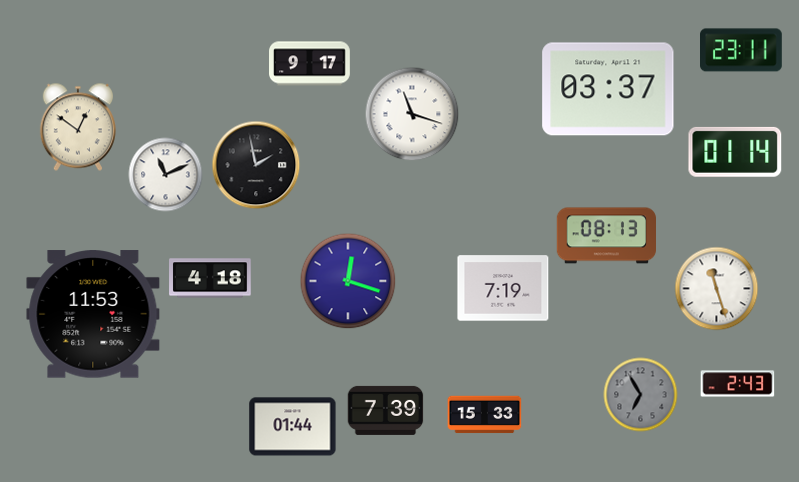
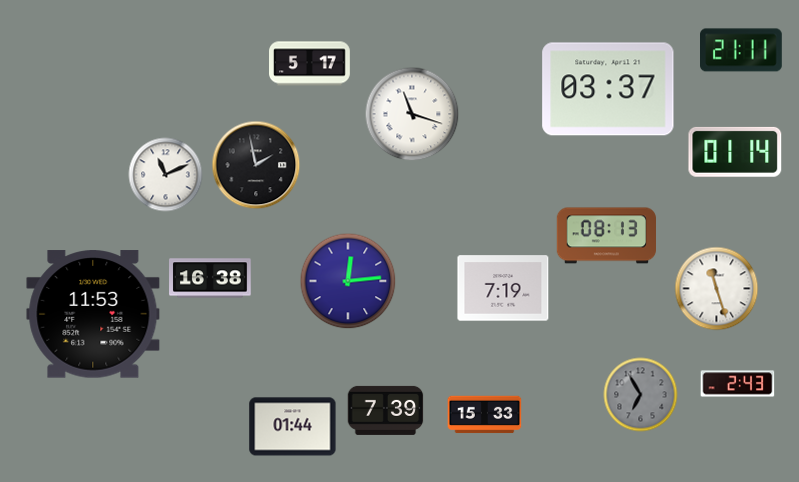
clock at (742, 50): 23:11 -> 21:11
clock at (310, 64): 9:17 -> 5:17
clock at (78, 127): 12:51 -> none
clock at (210, 278): 4:18 -> 16:38
clock at (348, 281): 12:18 -> 12:14
